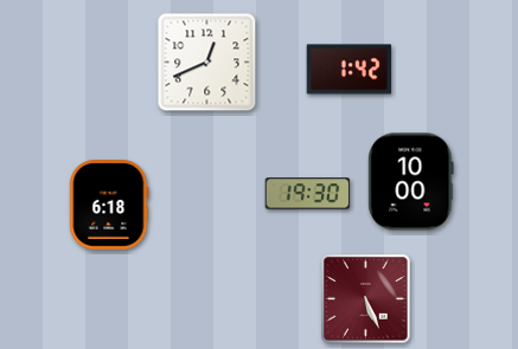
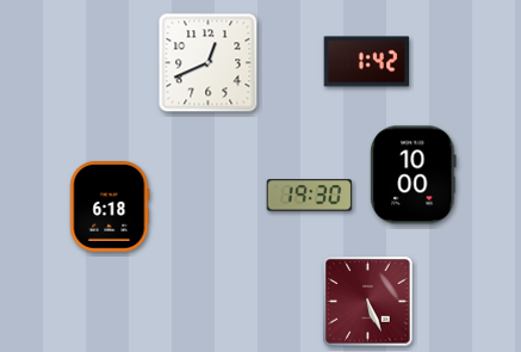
clock at (350, 70) position: (350, 70) -> (367, 62)
clock at (411, 182) position: (411, 182) -> (414, 175)
